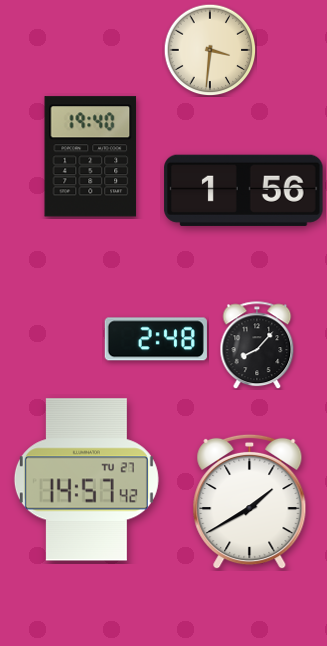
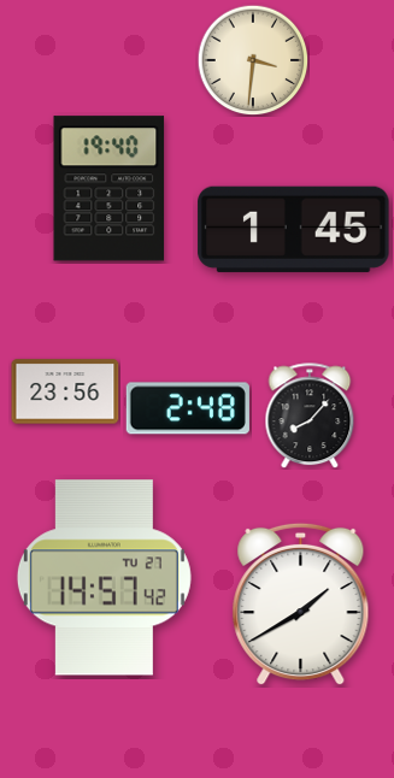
clock at (244, 190): 1:56 -> 1:45
clock at (65, 391): none -> 23:56
